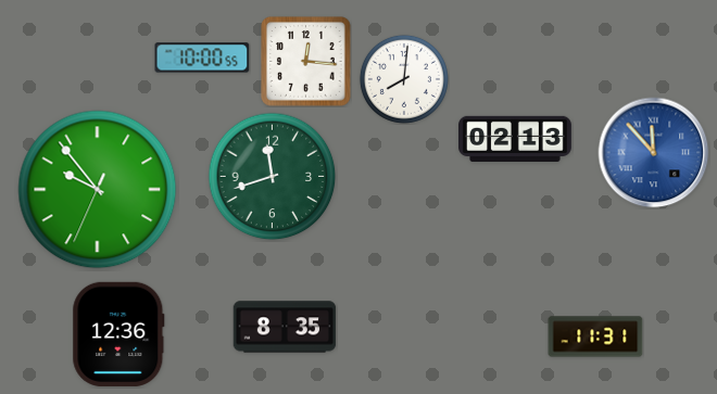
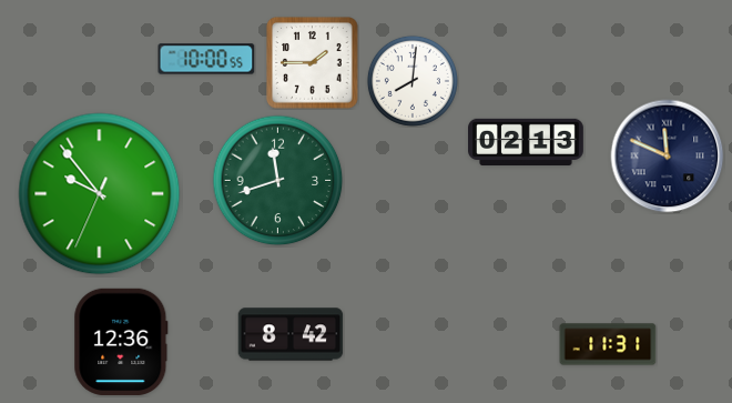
clock at (306, 62): 12:16 -> 1:45
clock at (654, 153): 11:53 -> 11:49
clock at (654, 153) dial: blue -> navy
clock at (285, 327): 8:35 -> 8:42
